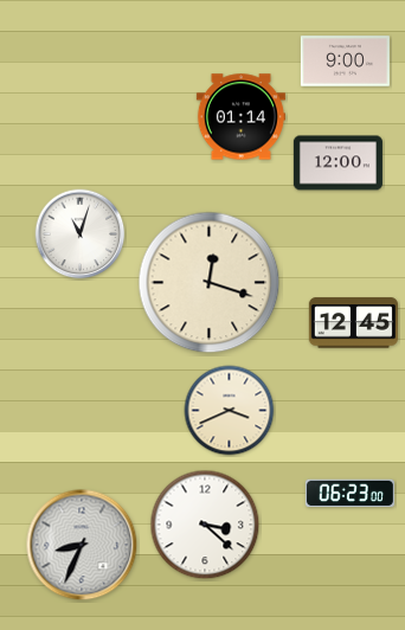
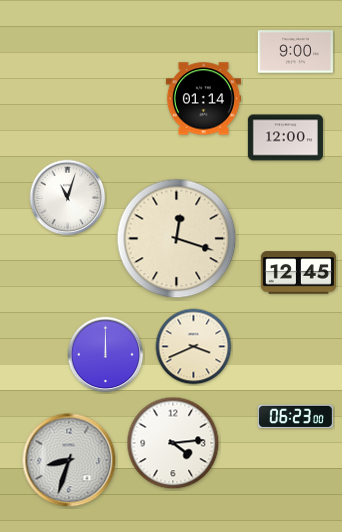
clock at (345, 62) position: (345, 62) -> (295, 52)
clock at (106, 355): none -> 12:00
clock at (205, 525): 3:22 -> 4:14
clock at (82, 545): 8:34 -> 8:33
